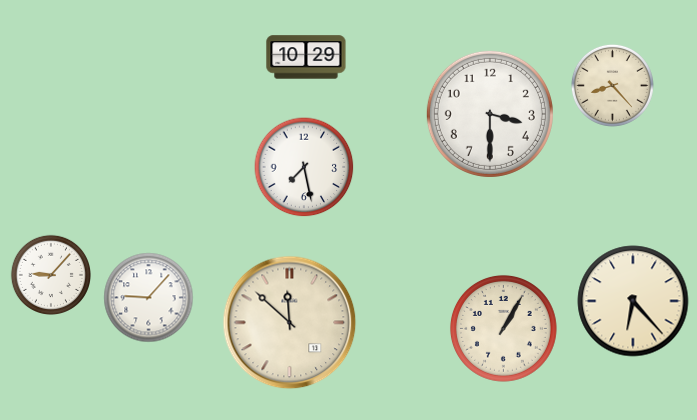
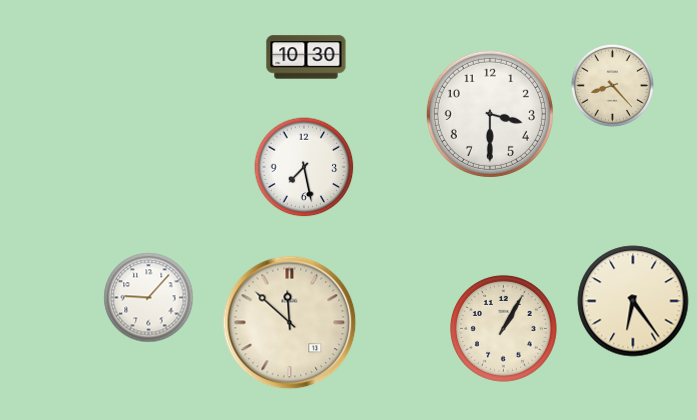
clock at (306, 57): 10:29 -> 10:30
clock at (50, 274): 9:07 -> none
clock at (633, 301): 6:23 -> 6:24
